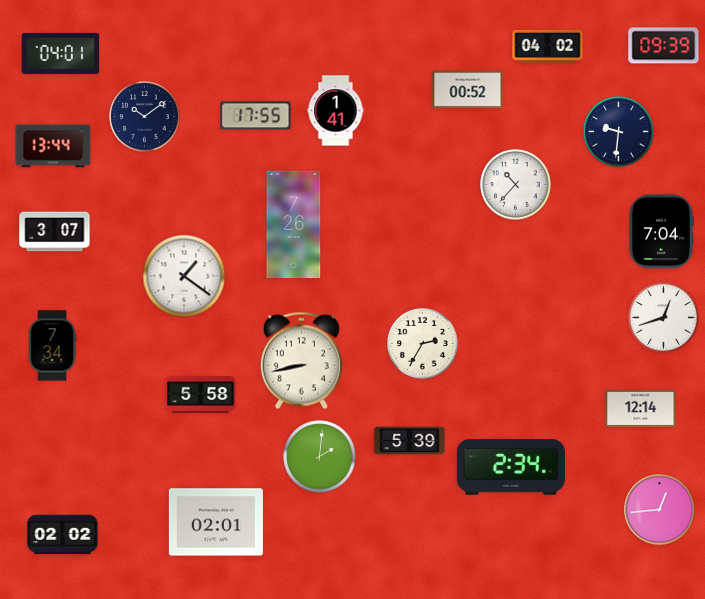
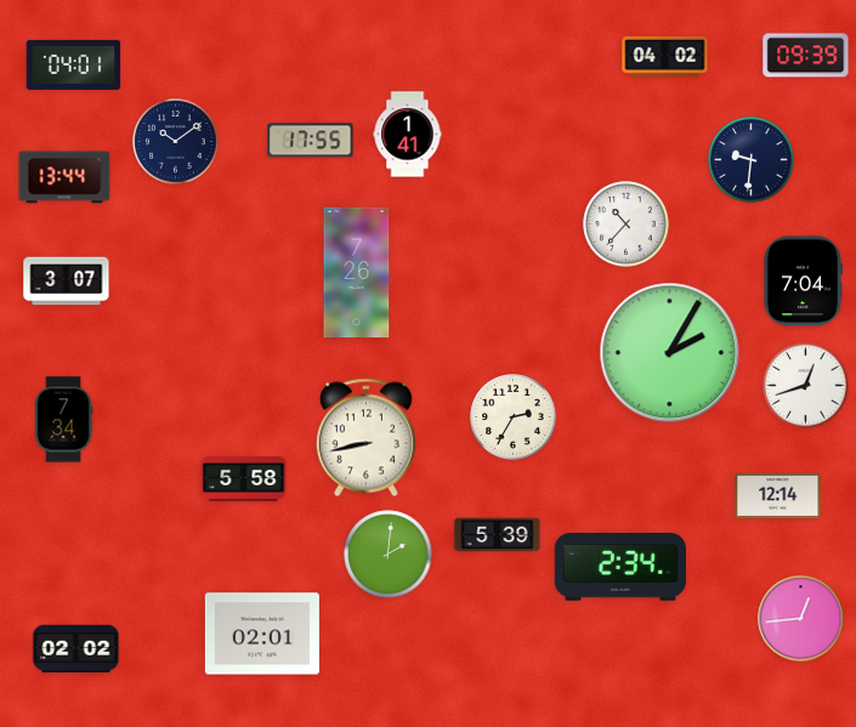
clock at (468, 90): 00:52 -> none
clock at (184, 276): 1:21 -> none
clock at (670, 353): none -> 2:05
